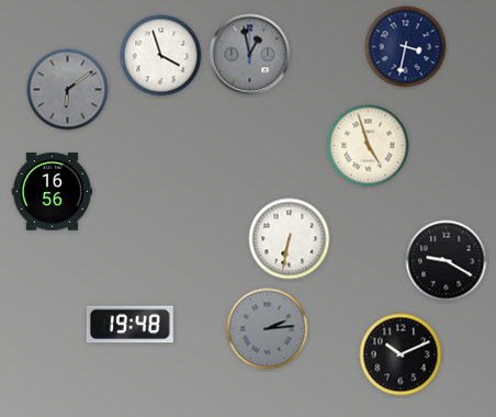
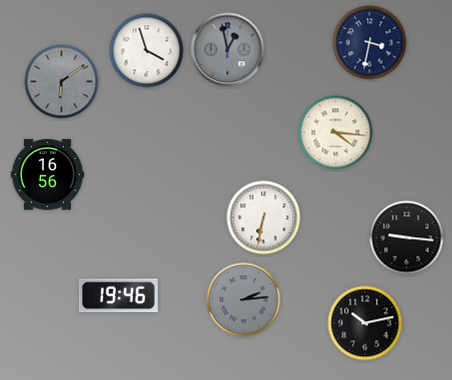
clock at (369, 146): 4:57 -> 4:16
clock at (447, 261): 9:20 -> 9:16
clock at (129, 325): 19:48 -> 19:46
clock at (401, 354): 10:11 -> 10:13
